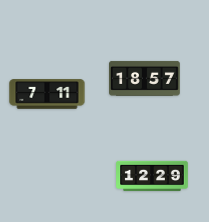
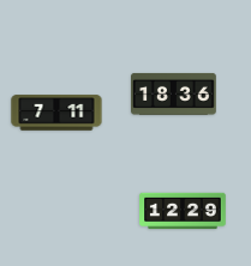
clock at (145, 78): 18:57 -> 18:36
